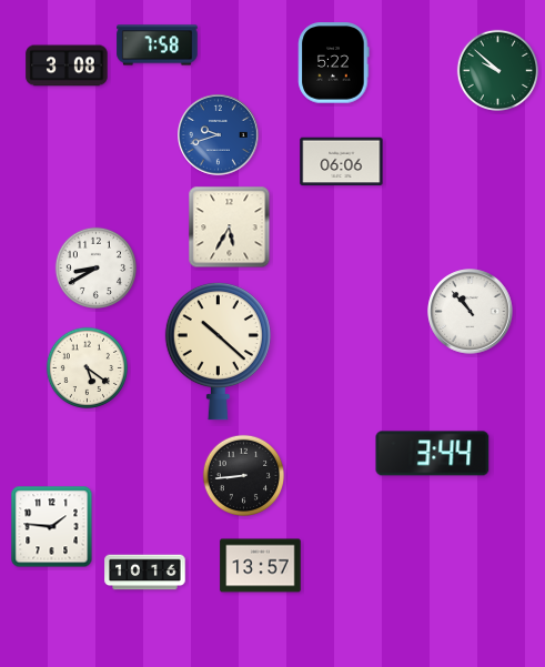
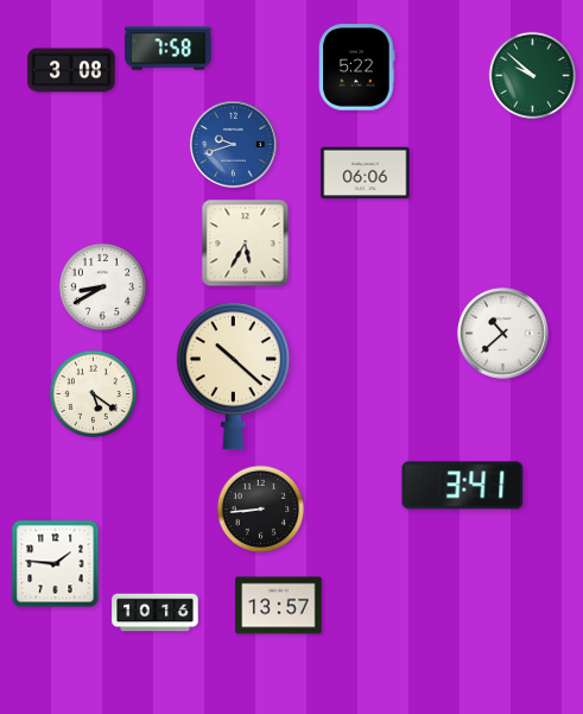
clock at (471, 312): 10:53 -> 10:38
clock at (433, 454): 3:44 -> 3:41
